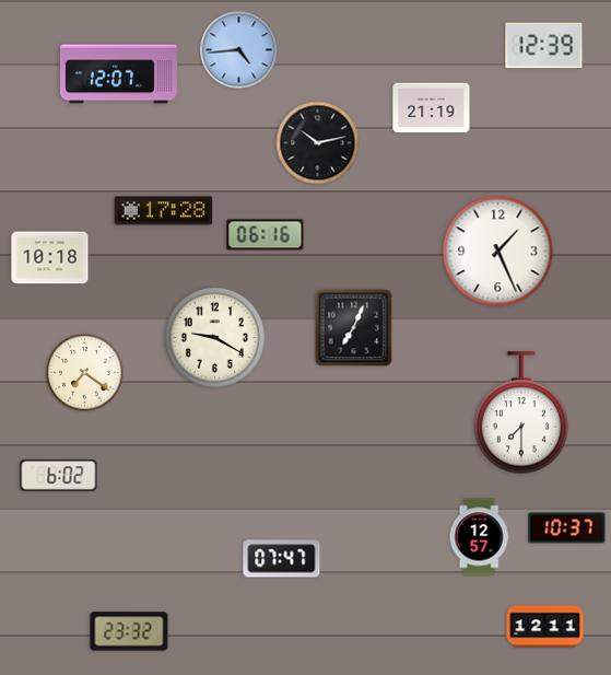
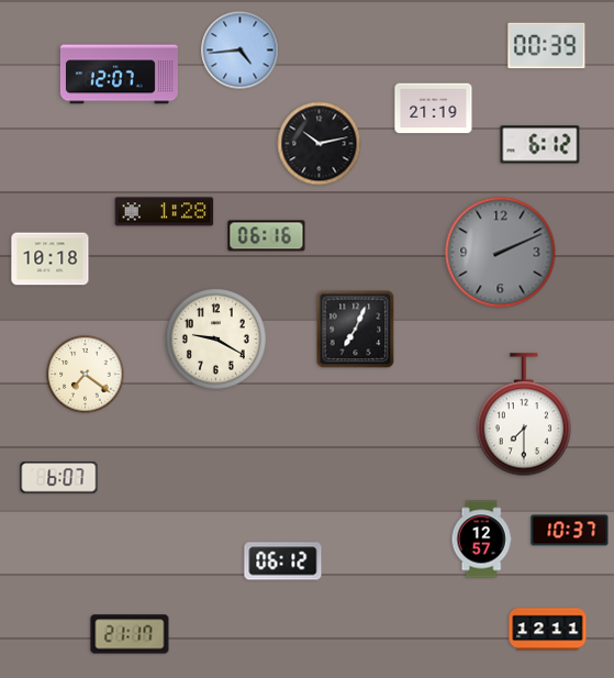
clock at (544, 46): 12:39 -> 00:39
clock at (540, 145): none -> 6:12
clock at (164, 211): 17:28 -> 1:28
clock at (498, 252): 1:26 -> 2:11
clock at (498, 252) dial: white -> grey
clock at (59, 476): 6:02 -> 6:07
clock at (282, 559): 07:47 -> 06:12
clock at (129, 631): 23:32 -> 21:17
